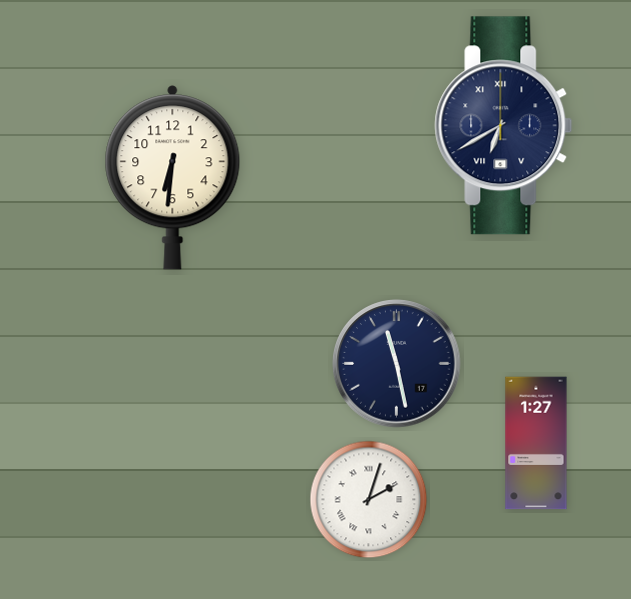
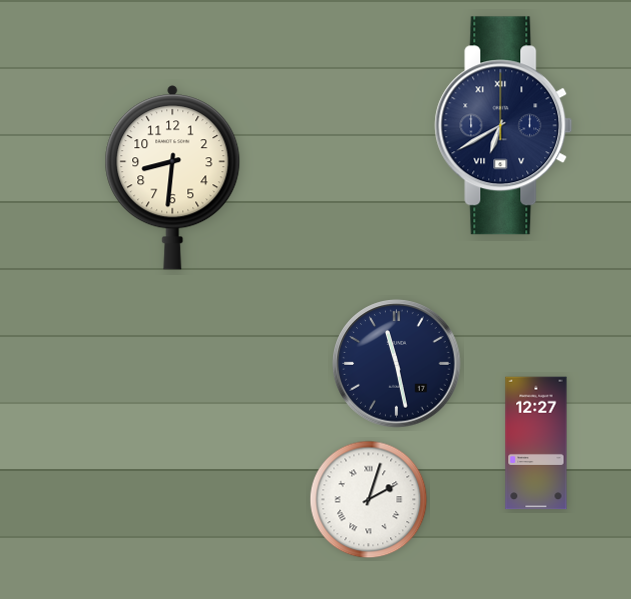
clock at (173, 178): 6:31 -> 8:31
clock at (536, 443): 1:27 -> 12:27
